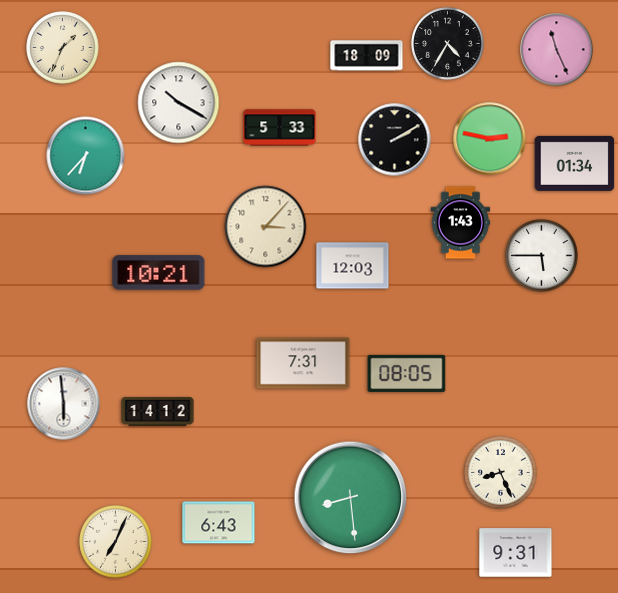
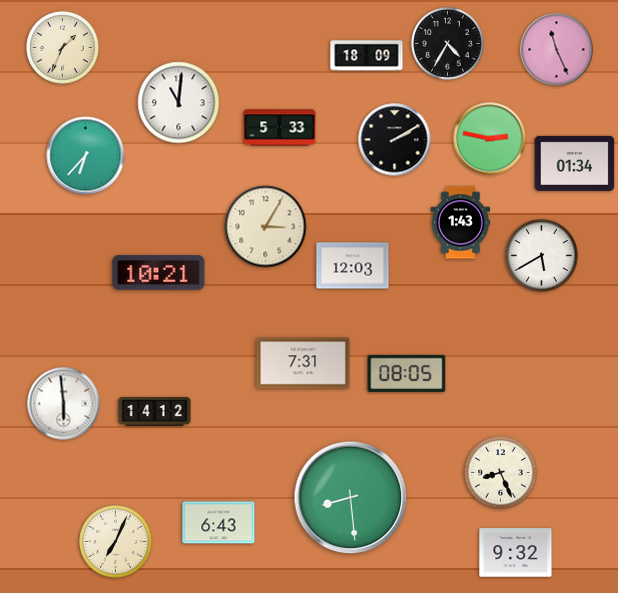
clock at (179, 103): 10:20 -> 11:01
clock at (266, 227): 3:07 -> 3:05
clock at (542, 256): 5:45 -> 5:40
clock at (158, 411) position: (158, 411) -> (155, 411)
clock at (516, 553): 9:31 -> 9:32
